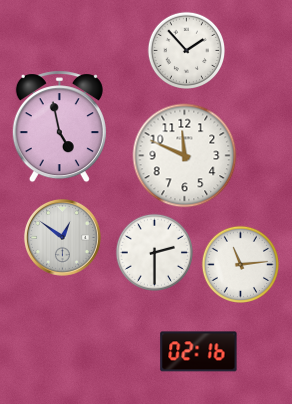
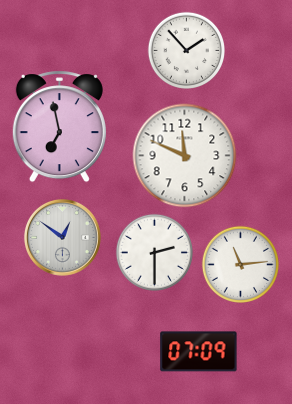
clock at (59, 127): 4:58 -> 6:58
clock at (199, 352): 02:16 -> 07:09
